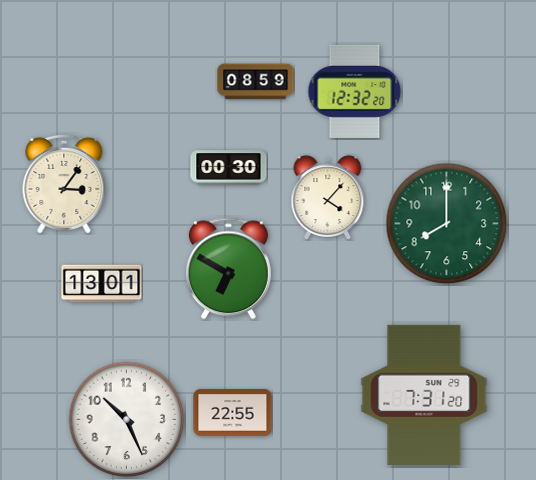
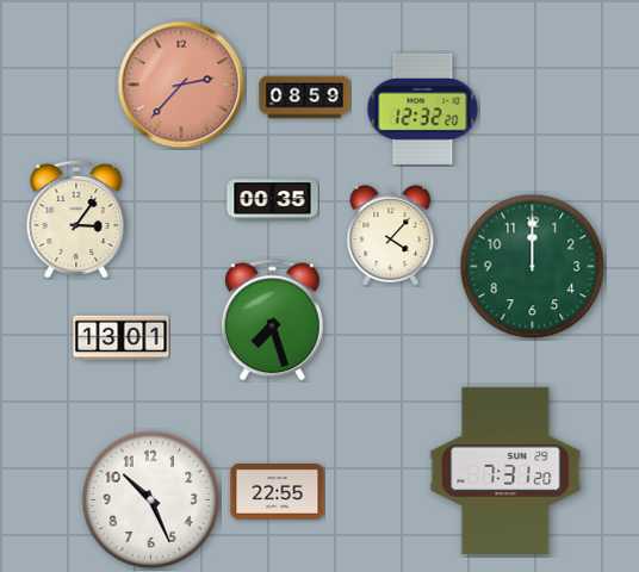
clock at (181, 85): none -> 2:37
clock at (229, 168): 00:30 -> 00:35
clock at (447, 224): 8:00 -> 12:00
clock at (229, 269): 6:50 -> 7:27
